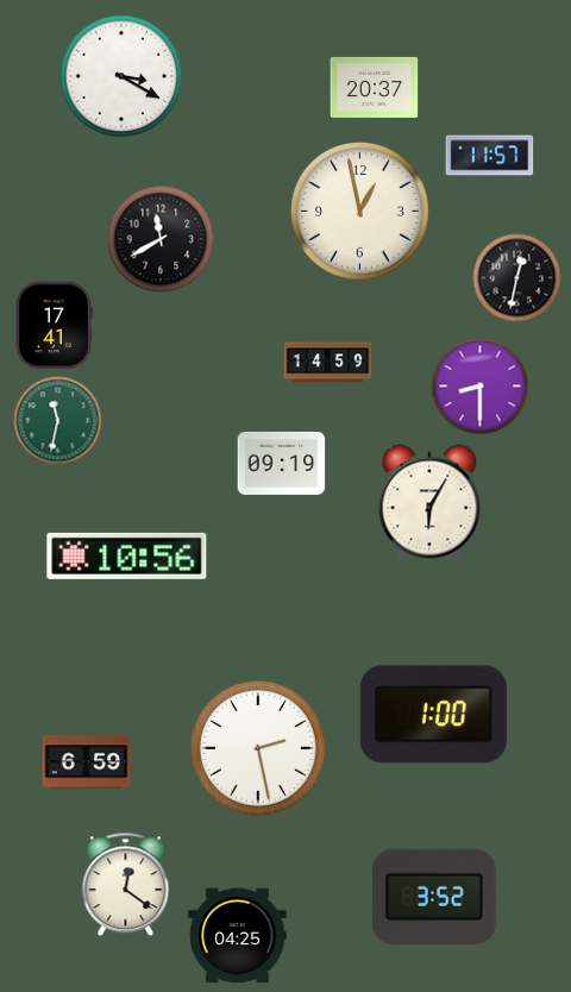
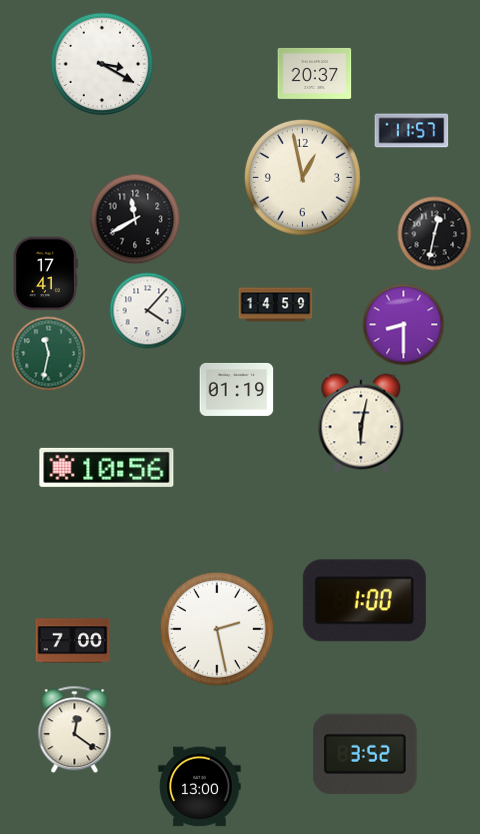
clock at (161, 239) position: (161, 239) -> (135, 219)
clock at (148, 311): none -> 4:07
clock at (282, 463): 09:19 -> 01:19
clock at (429, 503): 6:05 -> 6:02
clock at (87, 762): 6:59 -> 7:00
clock at (126, 885) position: (126, 885) -> (75, 730)
clock at (238, 936): 04:25 -> 13:00
